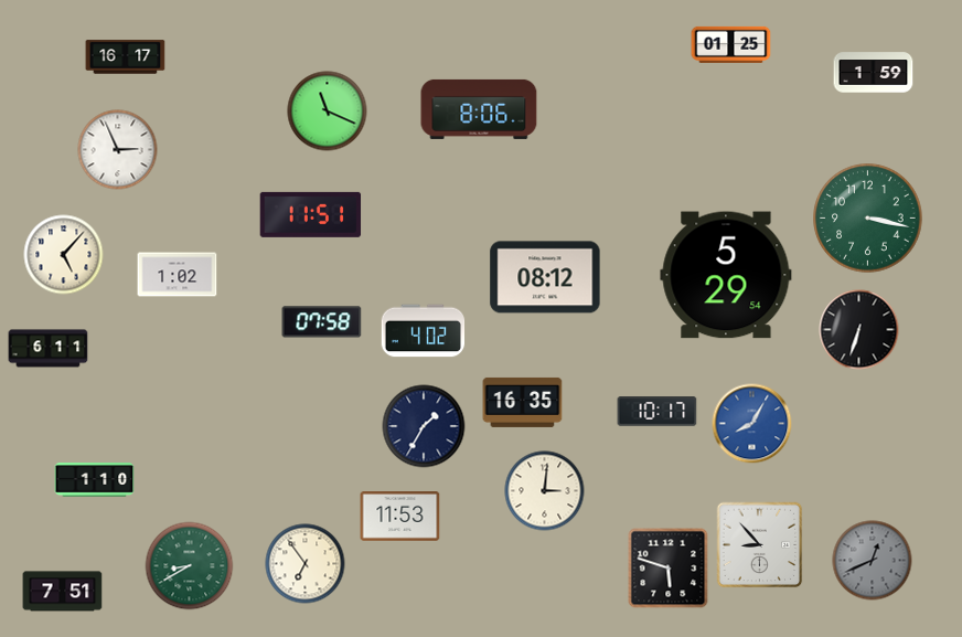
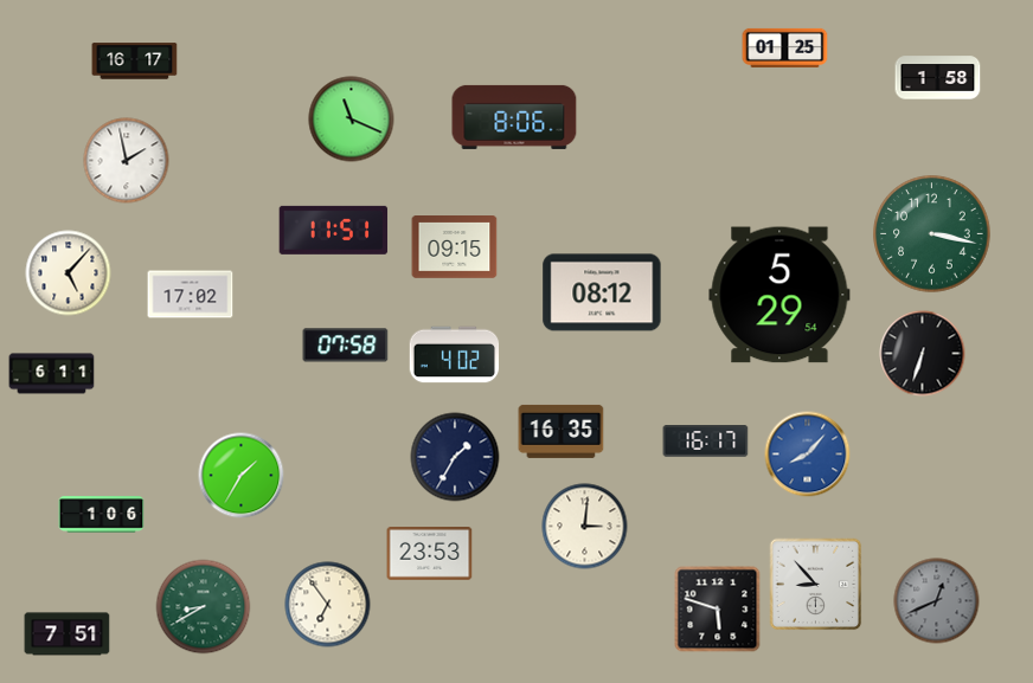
clock at (874, 73): 1:59 -> 1:58
clock at (118, 150): 2:56 -> 1:58
clock at (455, 247): none -> 09:15
clock at (178, 275): 1:02 -> 17:02
clock at (545, 277) position: (545, 277) -> (602, 292)
clock at (658, 412): 10:17 -> 16:17
clock at (752, 424): 8:05 -> 8:07
clock at (242, 476): none -> 1:35
clock at (95, 480): 1:10 -> 1:06
clock at (400, 517): 11:53 -> 23:53
